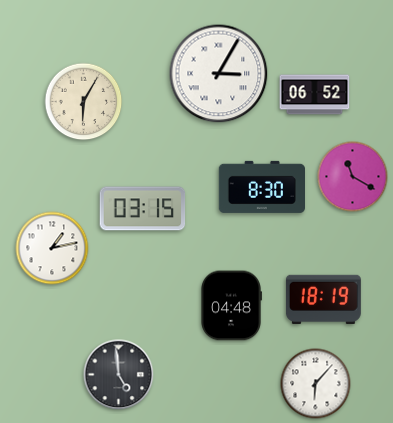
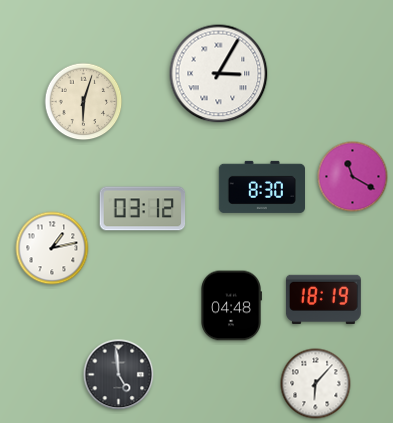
clock at (315, 95): 06:52 -> none
clock at (84, 102): 6:05 -> 6:03
clock at (143, 209): 03:15 -> 03:12
